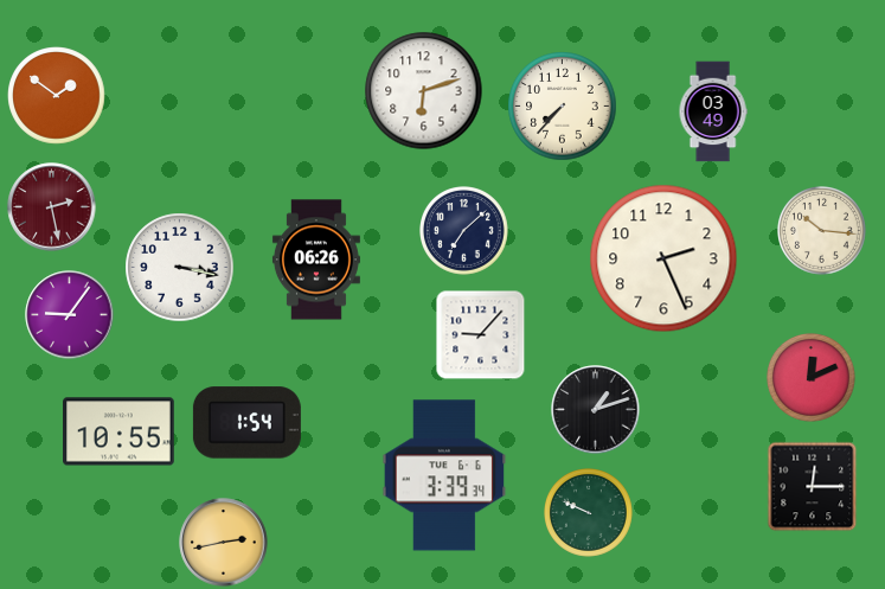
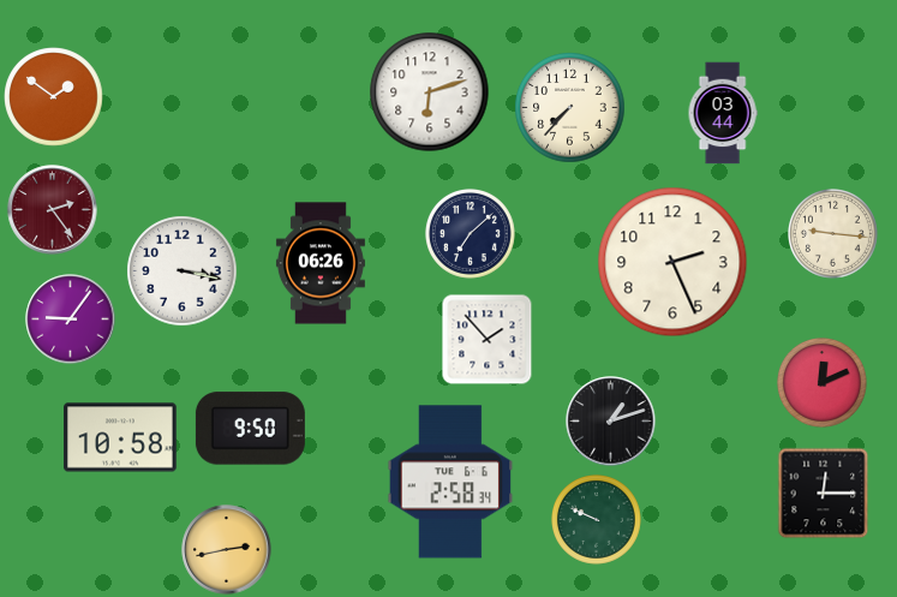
clock at (57, 96) position: (57, 96) -> (54, 97)
clock at (713, 111): 03:49 -> 03:44
clock at (52, 207): 2:28 -> 2:24
clock at (822, 231): 10:16 -> 9:16
clock at (481, 335): 9:07 -> 1:53
clock at (596, 410) position: (596, 410) -> (611, 422)
clock at (246, 423): 1:54 -> 9:50
clock at (118, 431): 10:55 -> 10:58
clock at (444, 475): 3:39 -> 2:58
